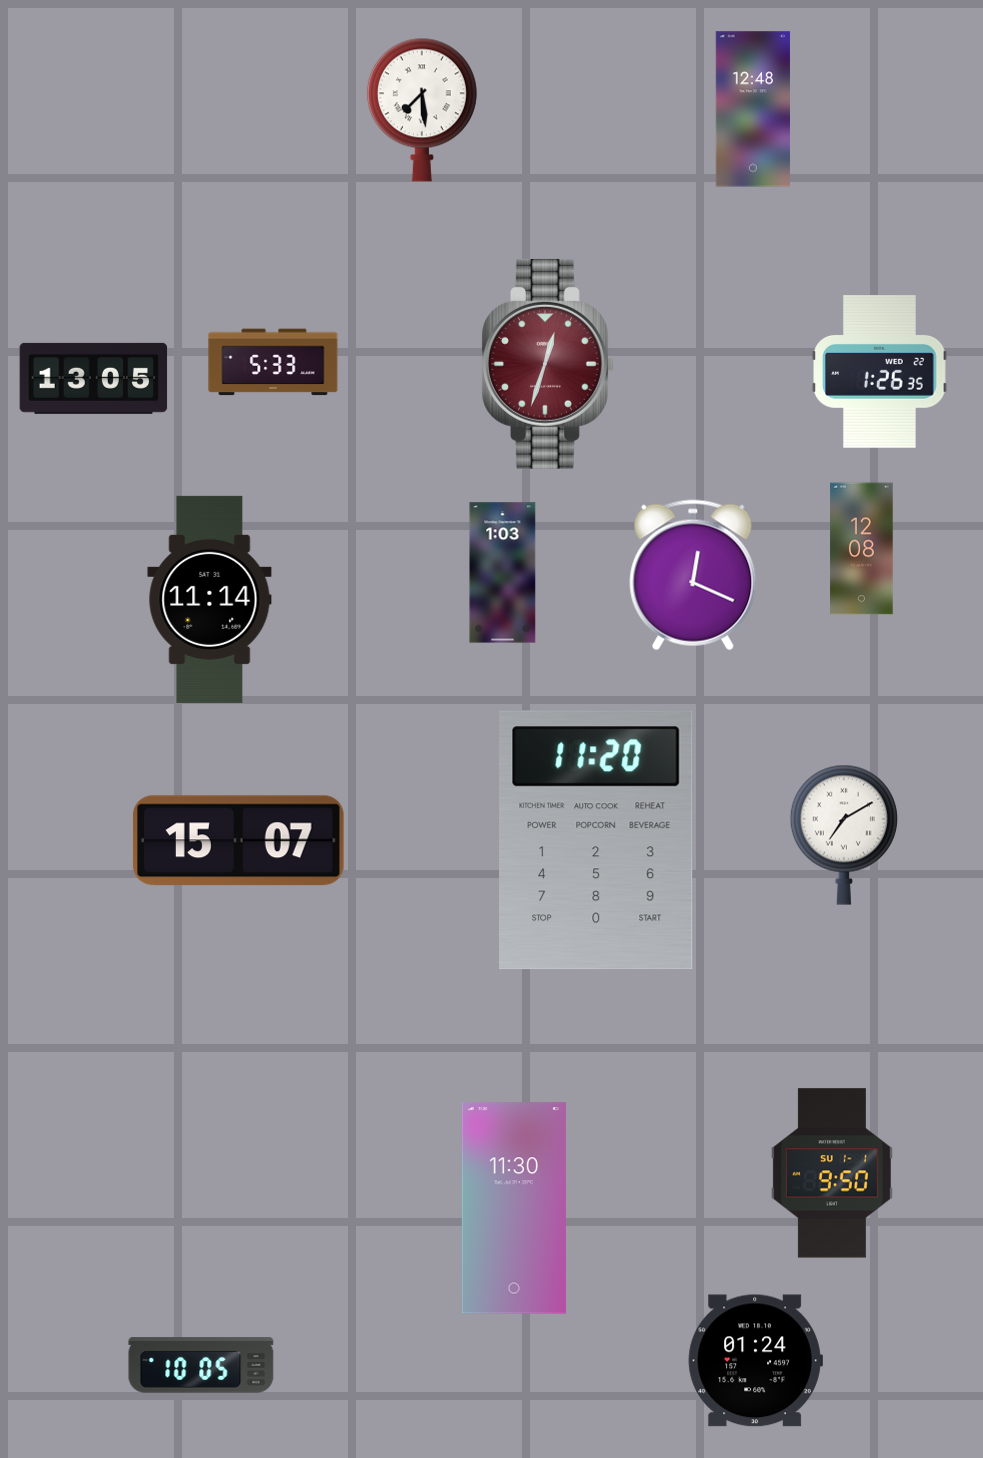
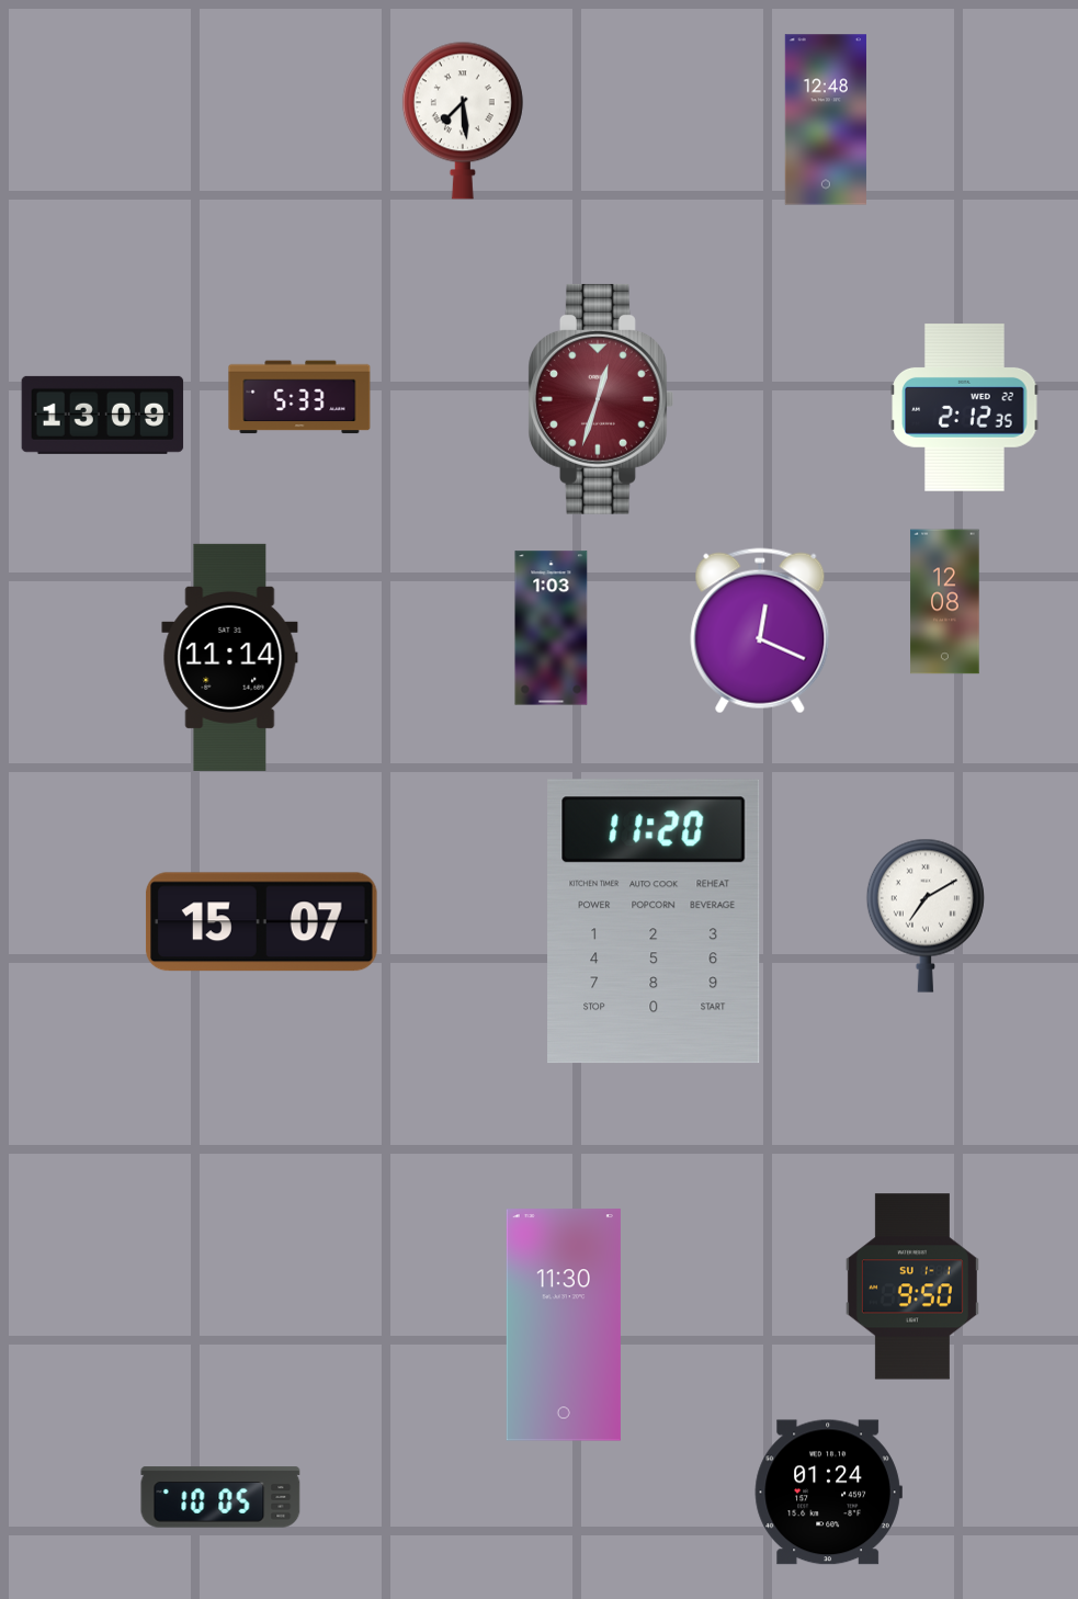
clock at (880, 372): 1:26 -> 2:12
clock at (94, 378): 13:05 -> 13:09
